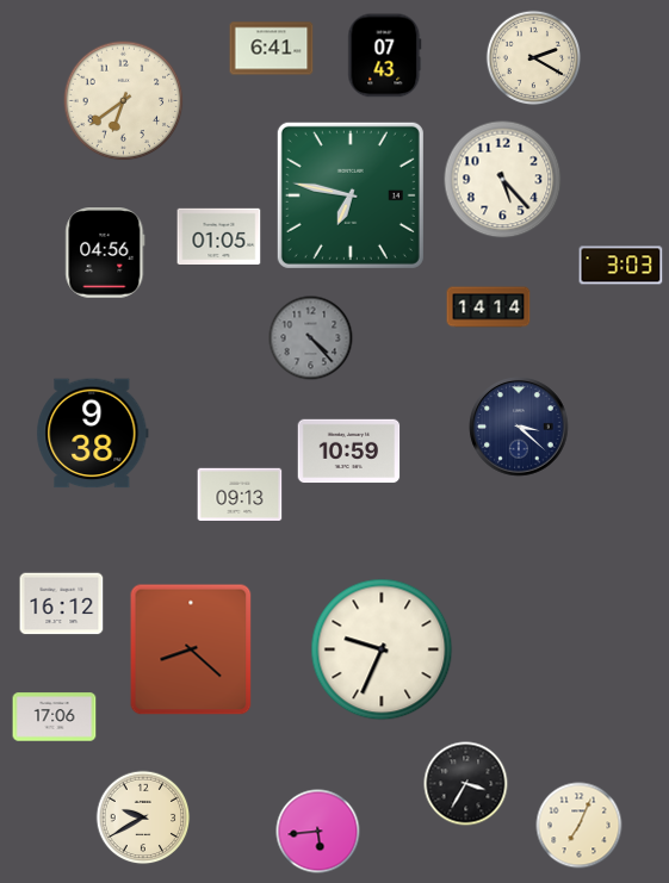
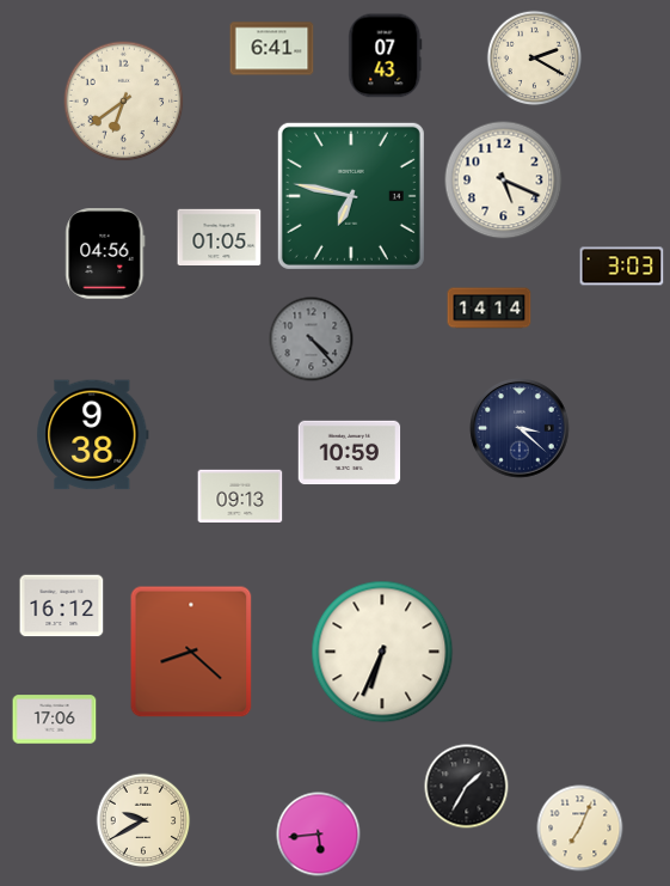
clock at (503, 180): 5:23 -> 5:19
clock at (382, 649): 9:34 -> 6:34
clock at (466, 784): 3:35 -> 1:35
